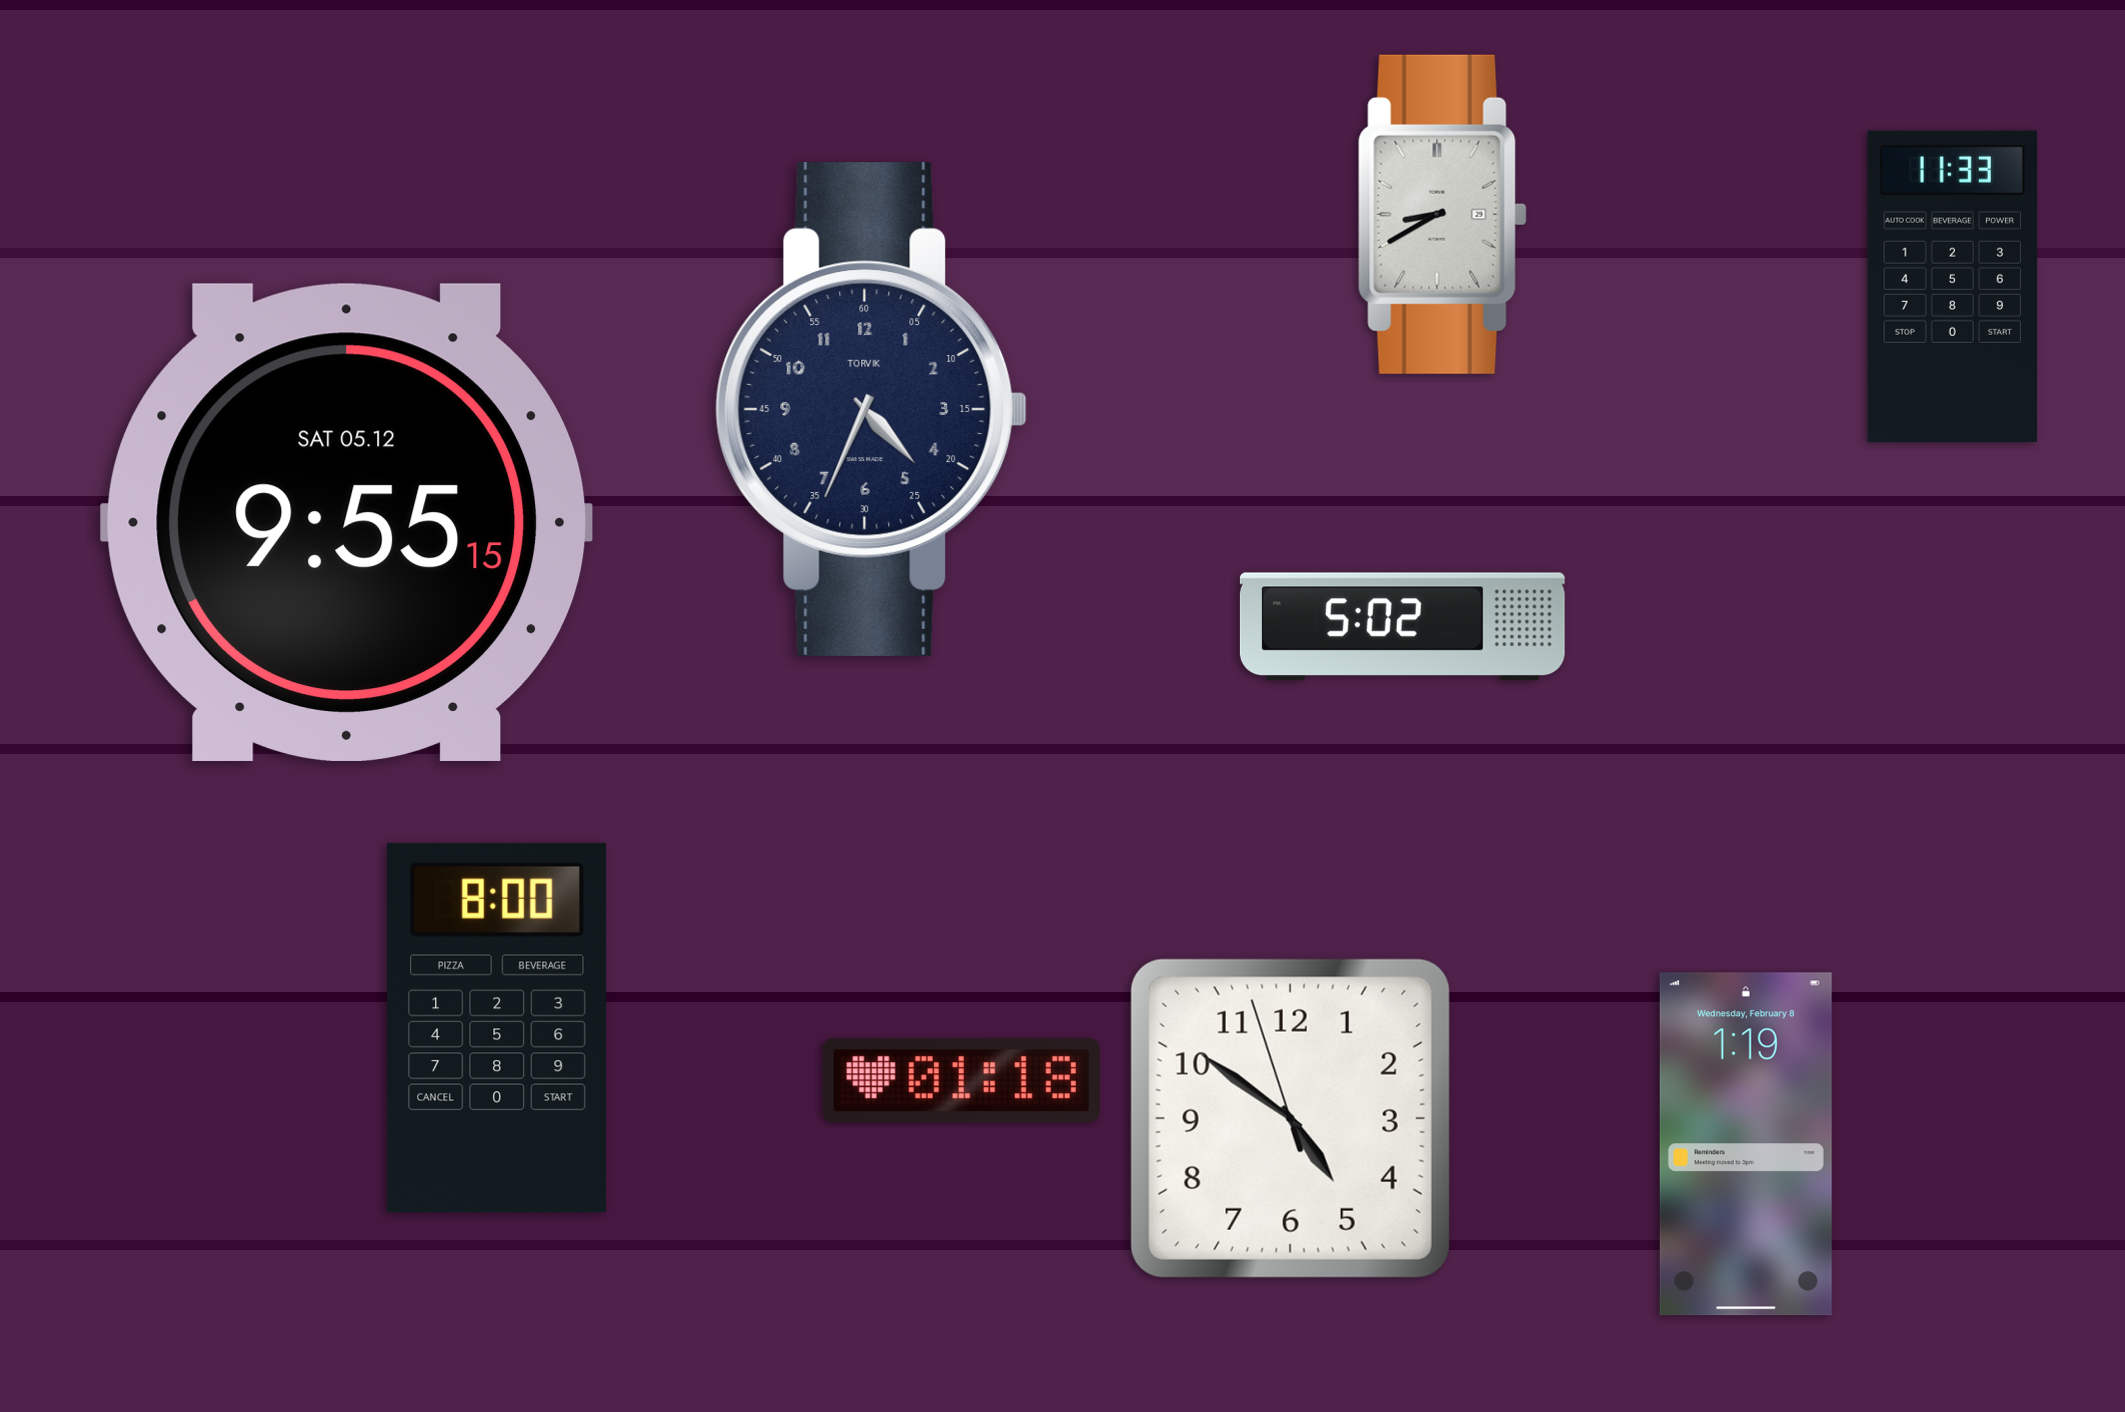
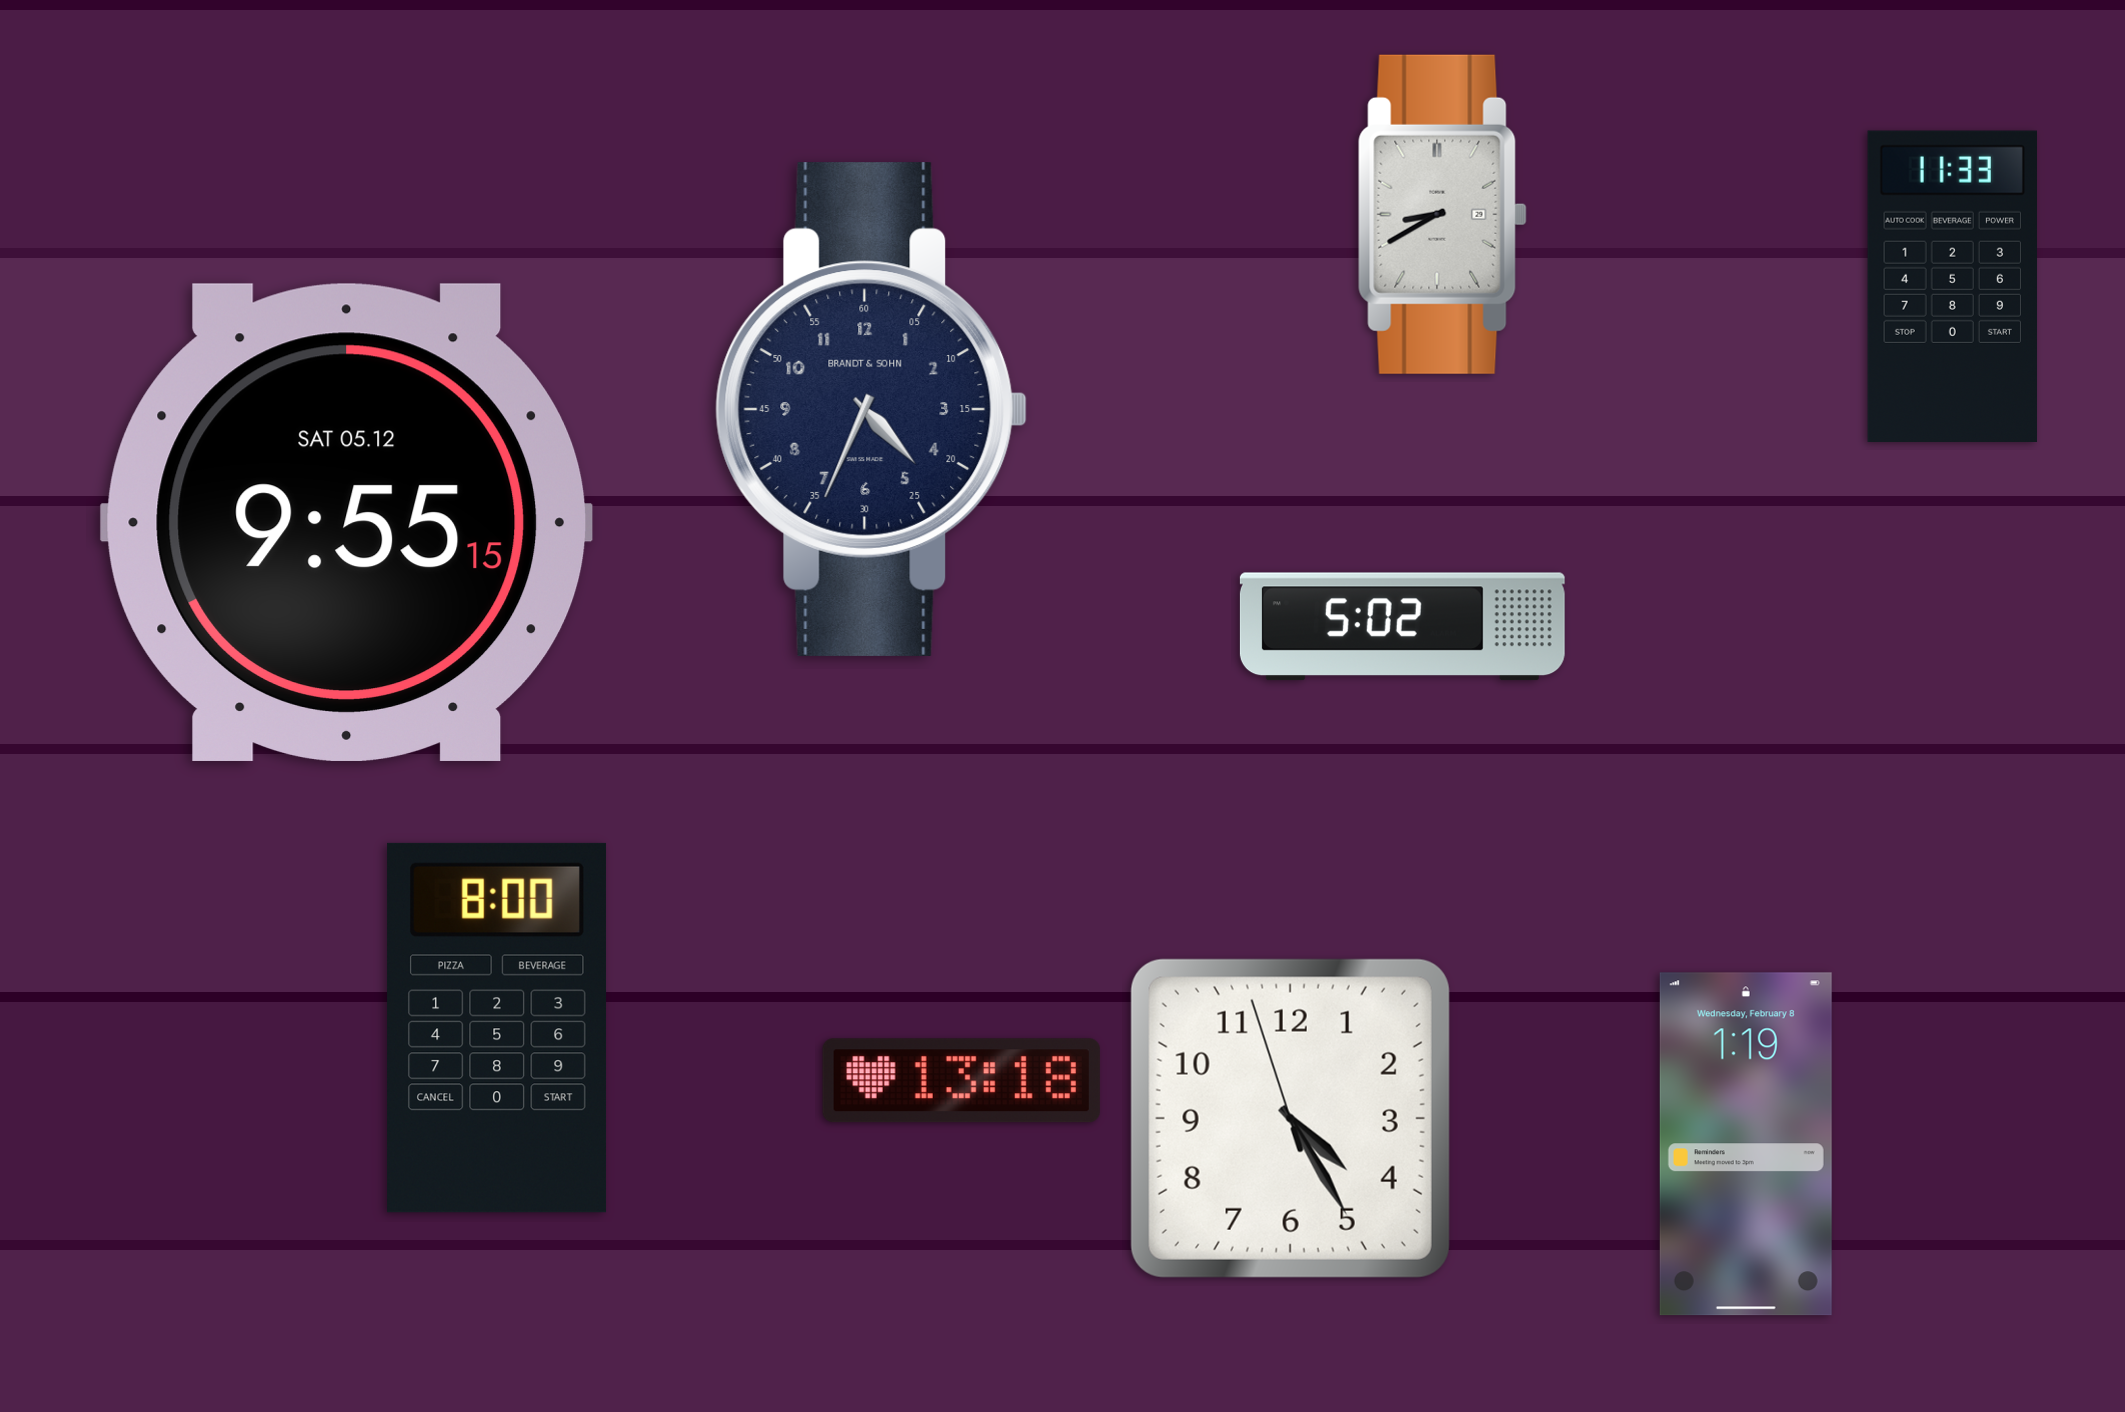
clock at (872, 409) brand: TORVIK -> BRANDT & SOHN
clock at (961, 1081): 01:18 -> 13:18
clock at (1290, 1118): 4:50 -> 4:24
